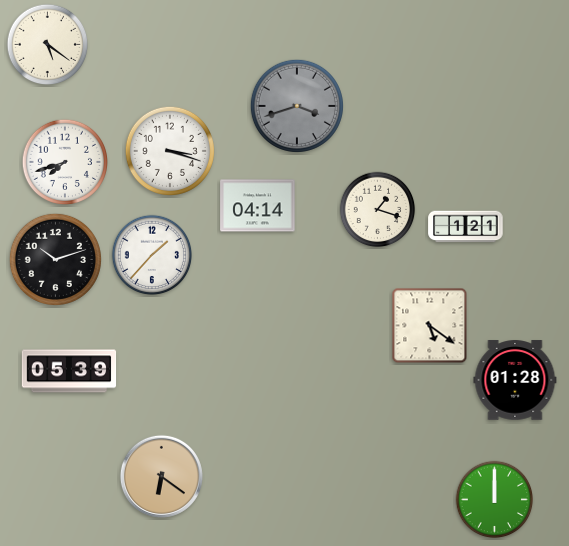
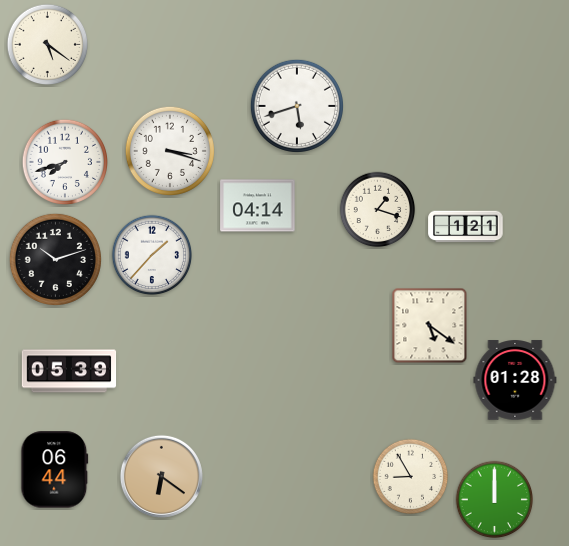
clock at (297, 106): 3:42 -> 5:42
clock at (297, 106) dial: grey -> white
clock at (55, 470): none -> 06:44
clock at (411, 477): none -> 8:55
